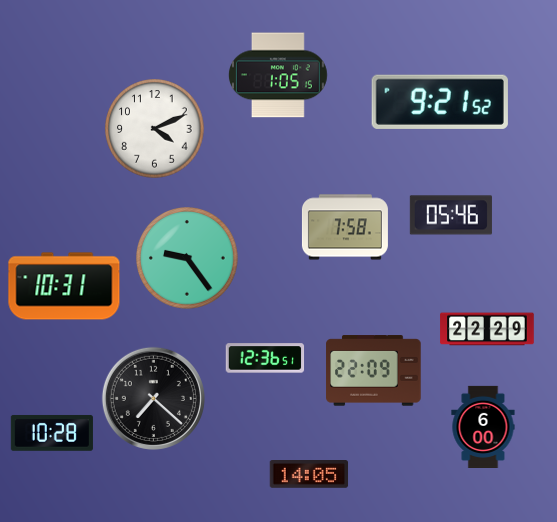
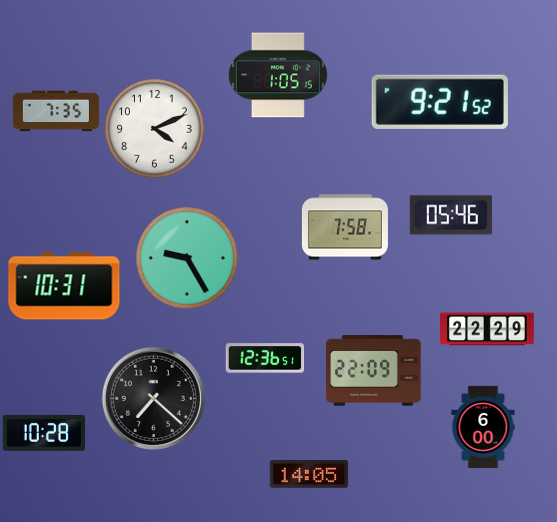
clock at (56, 111): none -> 7:35
clock at (188, 259): 9:24 -> 9:25
clock at (52, 433) position: (52, 433) -> (44, 433)
